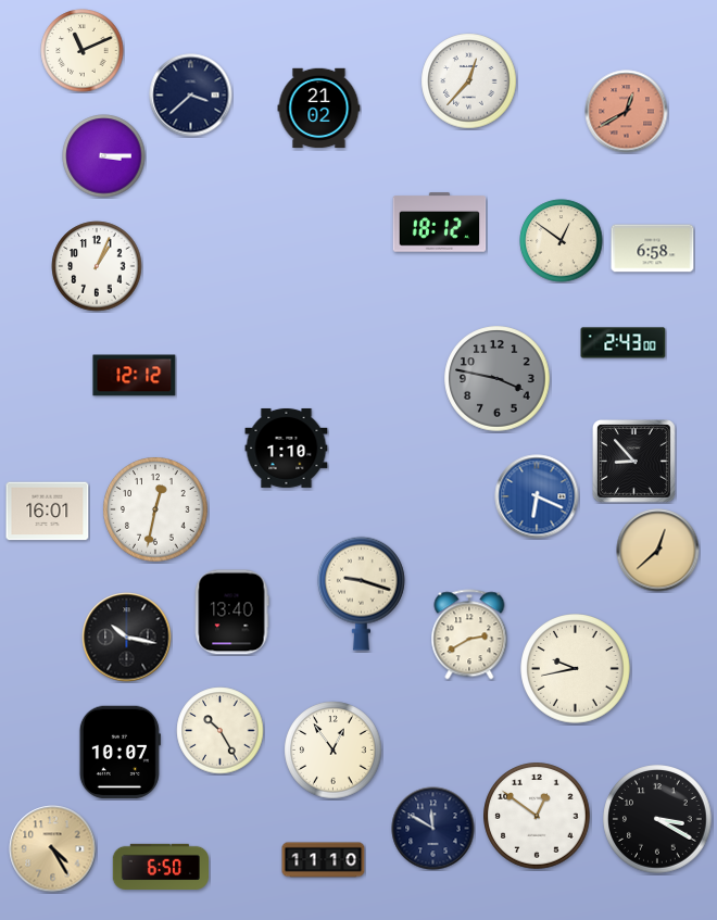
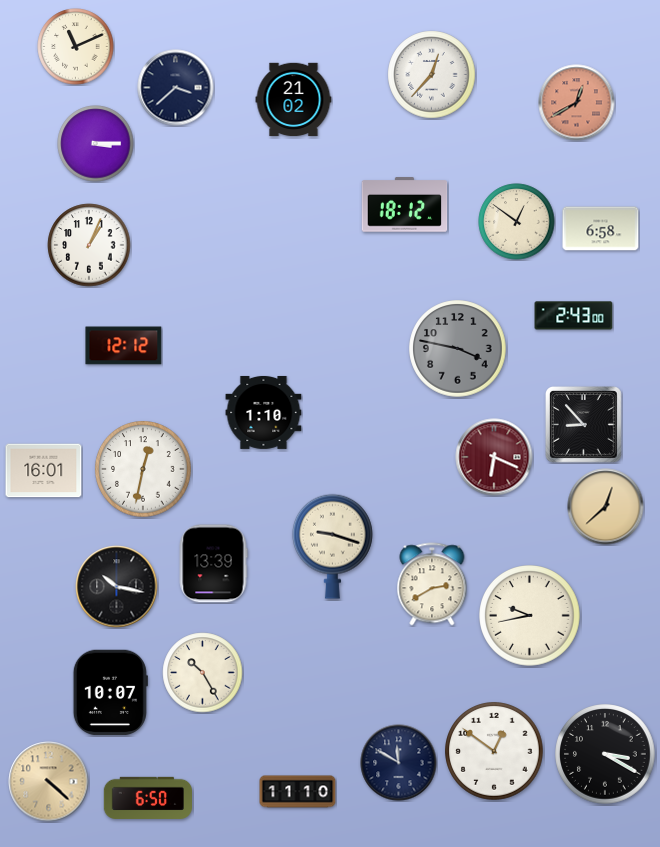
clock at (537, 496) dial: blue -> burgundy
clock at (231, 613): 13:40 -> 13:39
clock at (334, 751): 12:54 -> none
clock at (53, 849): 4:25 -> 4:22
